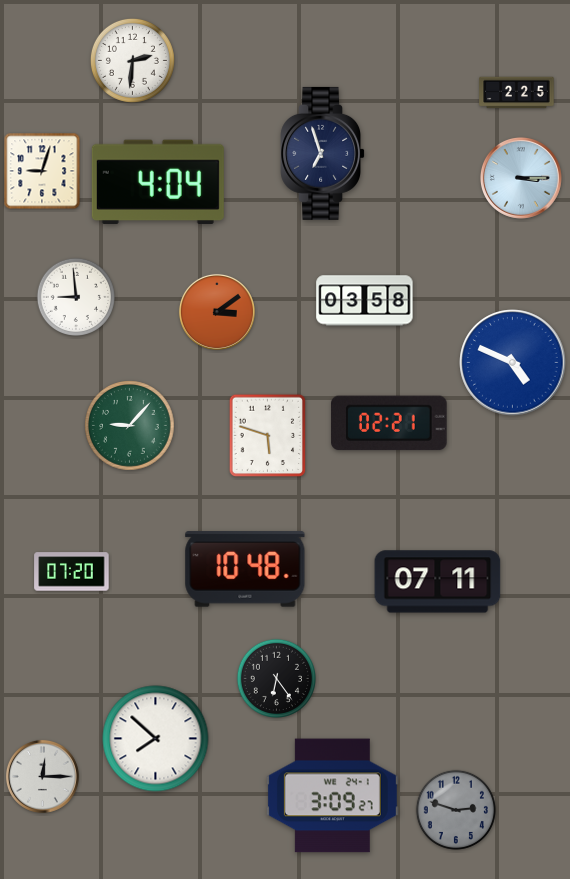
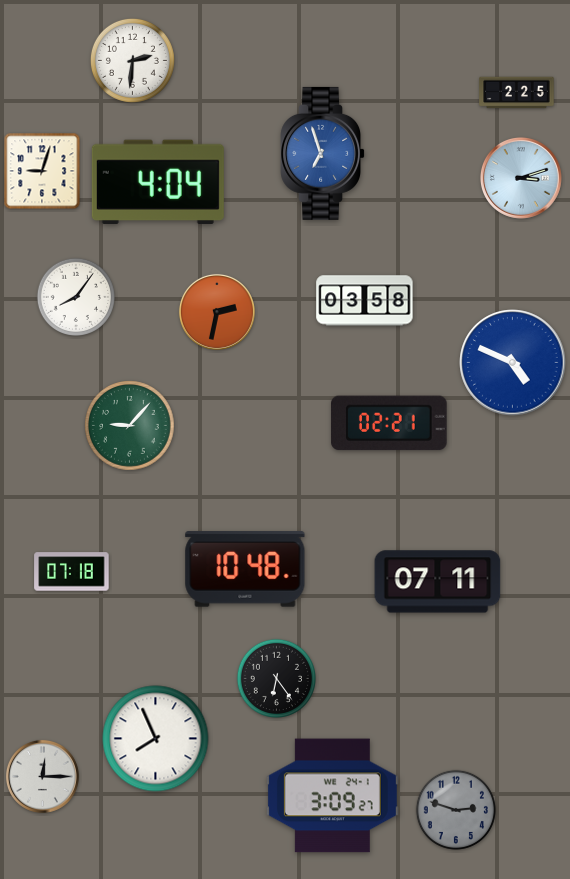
clock at (323, 153) dial: navy -> blue
clock at (521, 178): 3:15 -> 3:12
clock at (75, 296): 8:59 -> 8:06
clock at (217, 312): 3:09 -> 2:32
clock at (268, 436): 5:48 -> none
clock at (72, 572): 07:20 -> 07:18
clock at (156, 739): 7:52 -> 7:56
